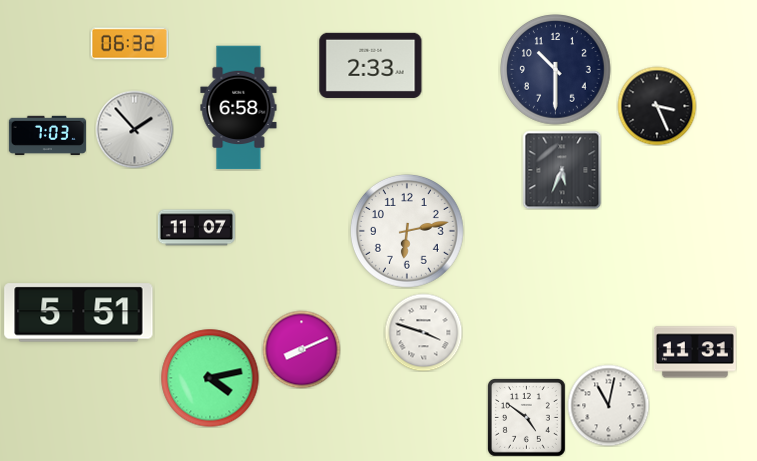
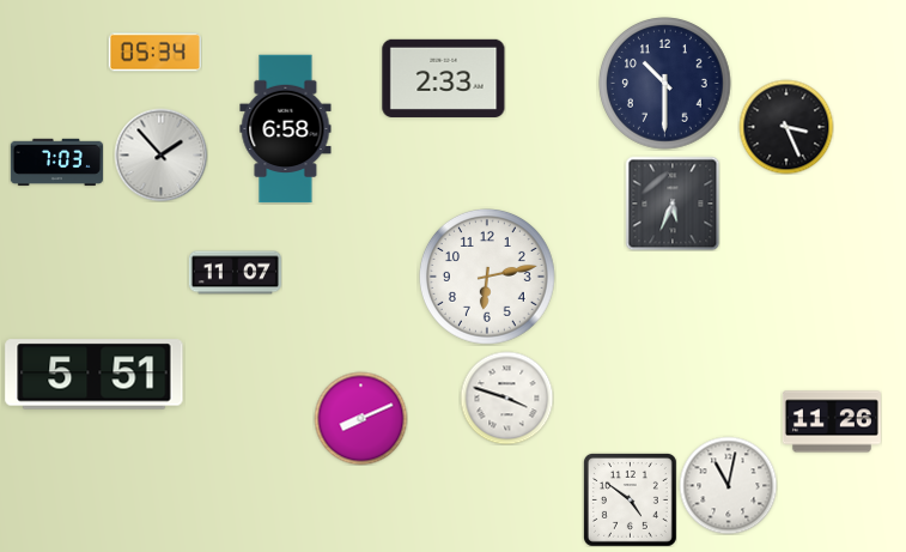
clock at (129, 44): 06:32 -> 05:34
clock at (695, 352): 11:31 -> 11:26
clock at (210, 378): 4:13 -> none
